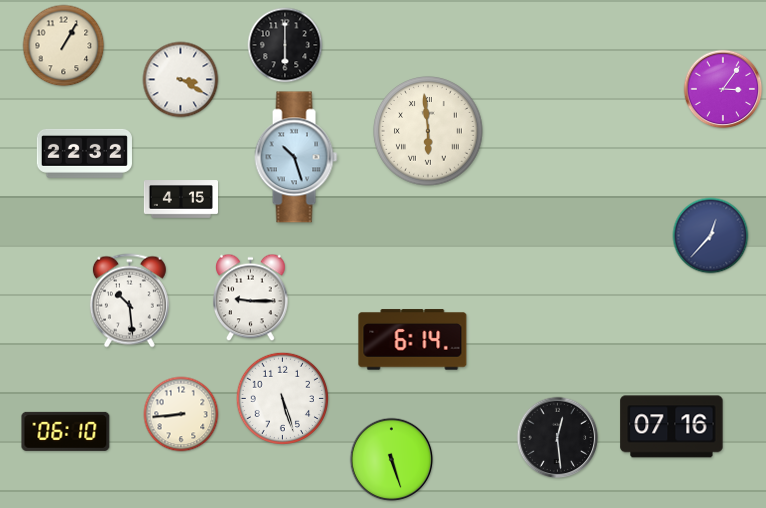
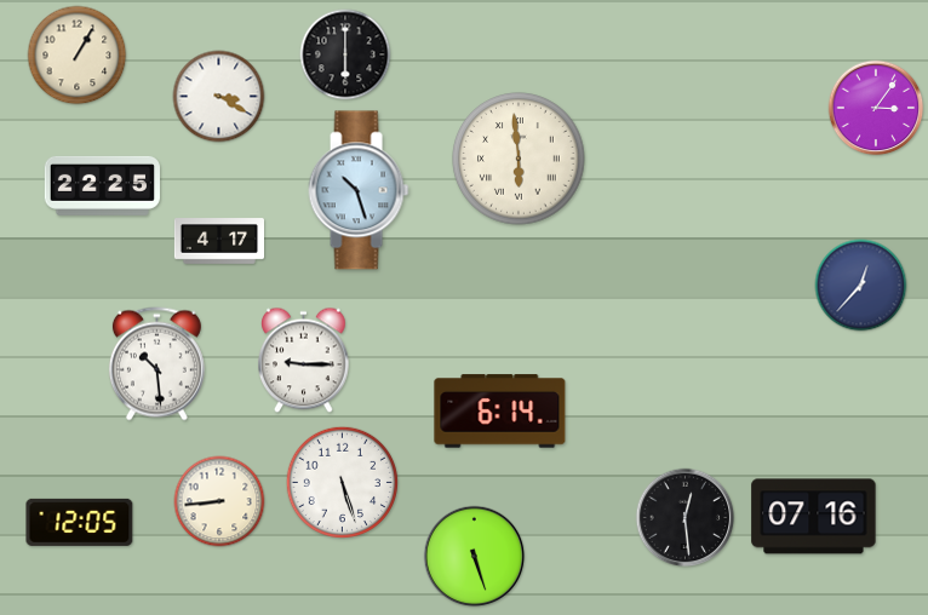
clock at (84, 153): 22:32 -> 22:25
clock at (180, 199): 4:15 -> 4:17
clock at (66, 431): 06:10 -> 12:05
clock at (558, 438) position: (558, 438) -> (686, 518)
